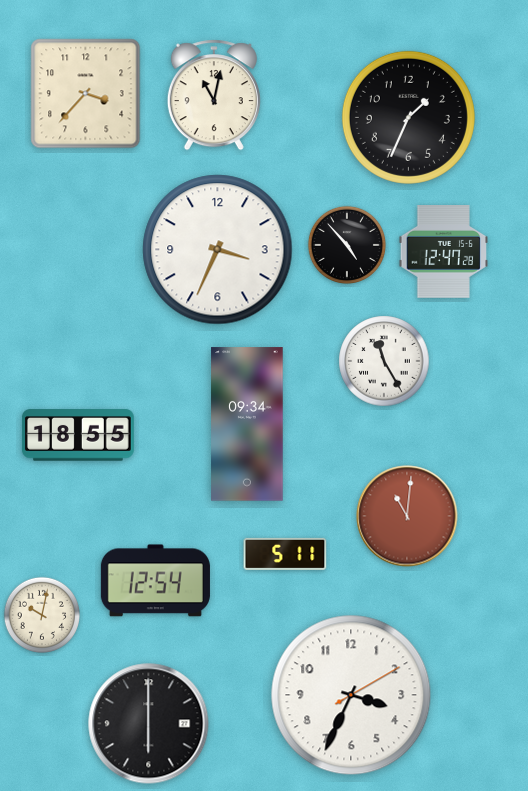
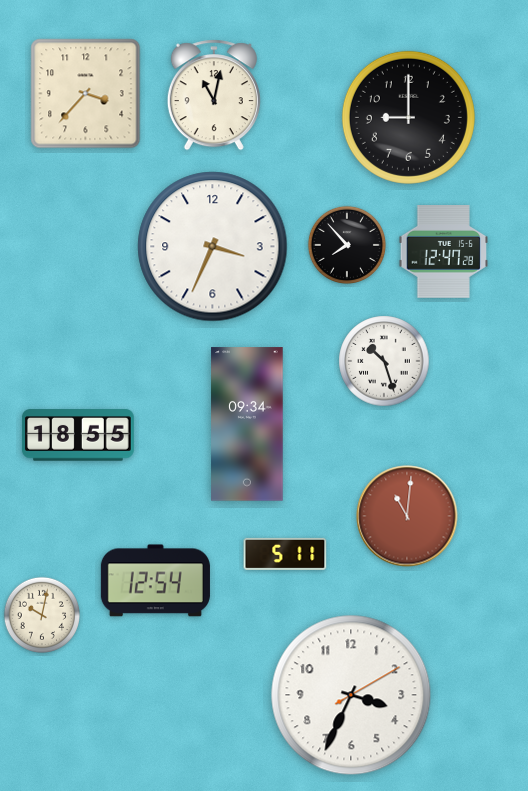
clock at (408, 117): 1:34 -> 9:00
clock at (347, 245): 4:53 -> 7:53
clock at (218, 250) position: (218, 250) -> (213, 247)
clock at (384, 361): 11:25 -> 10:27
clock at (149, 724): 6:00 -> none
